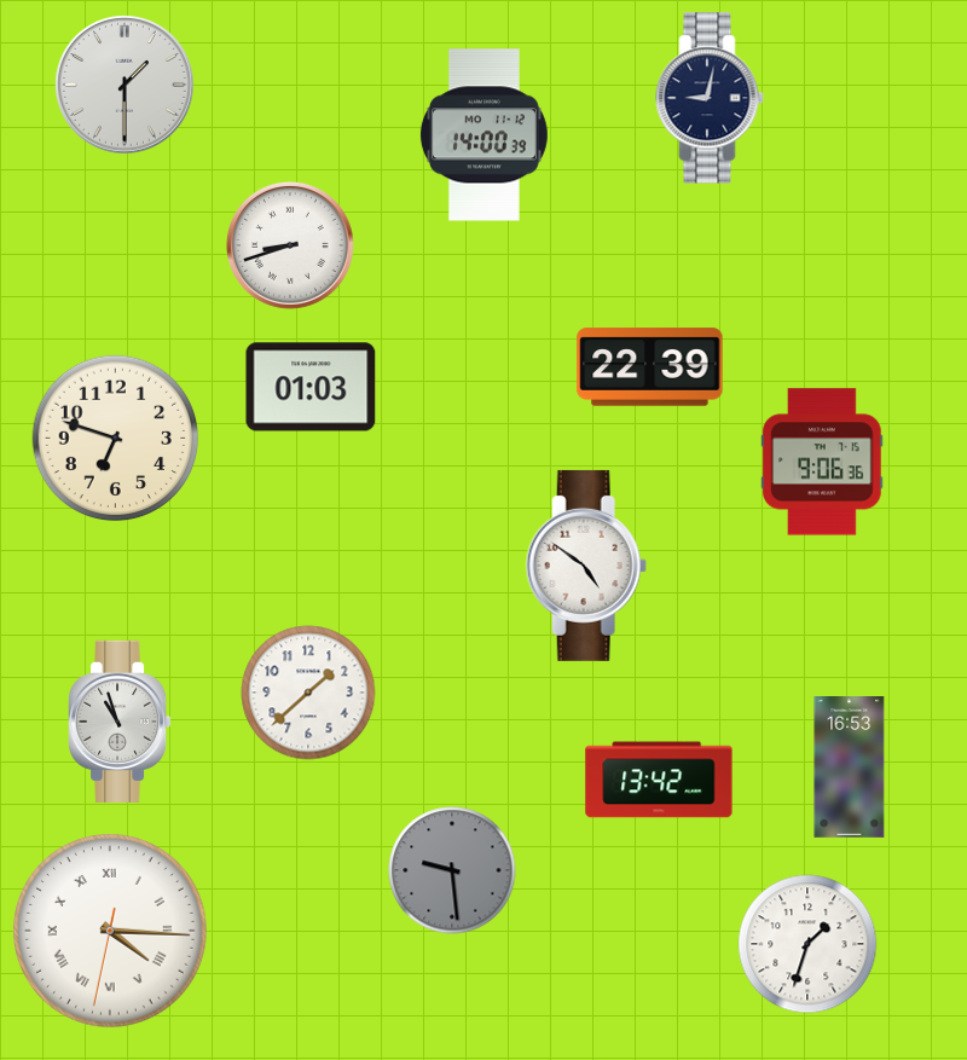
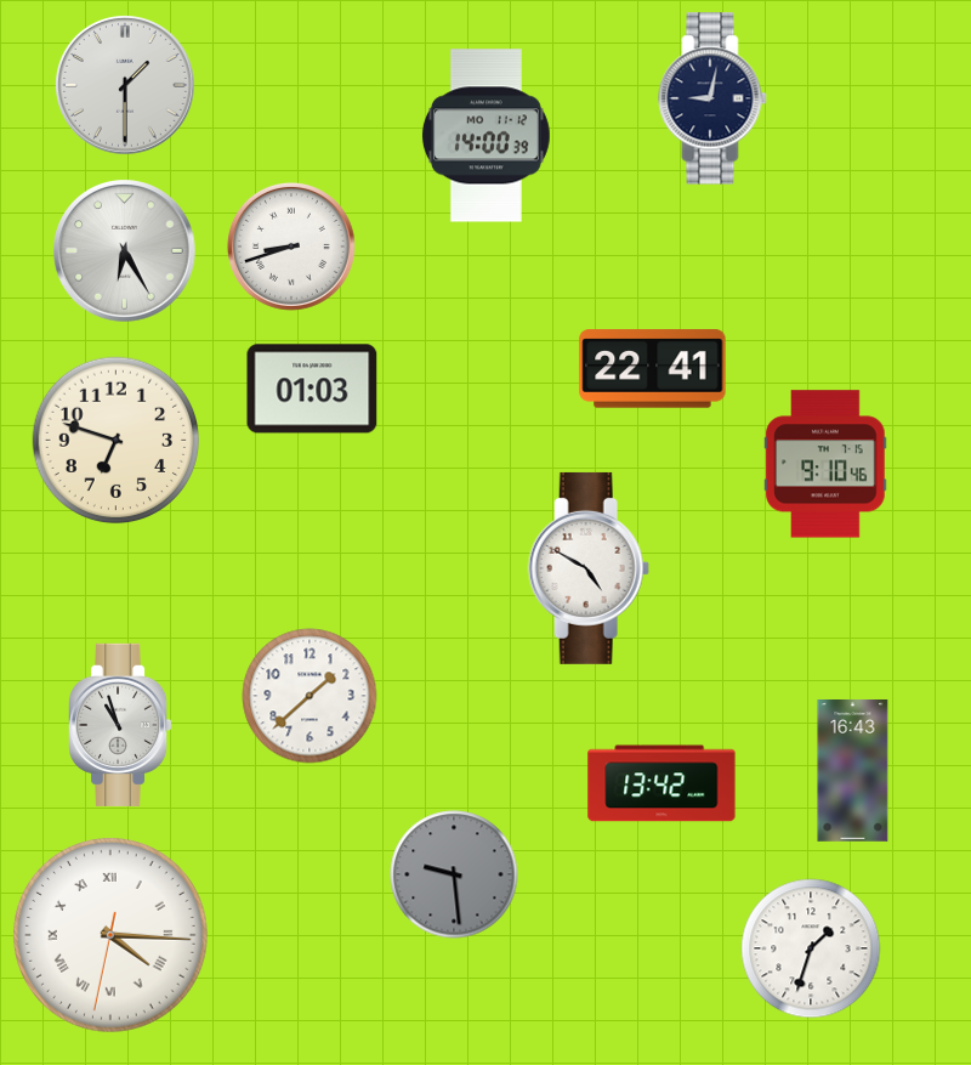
clock at (125, 251): none -> 6:25
clock at (650, 367): 22:39 -> 22:41
clock at (822, 462): 9:06 -> 9:10
clock at (586, 566): 4:51 -> 4:50
clock at (850, 768): 16:53 -> 16:43
